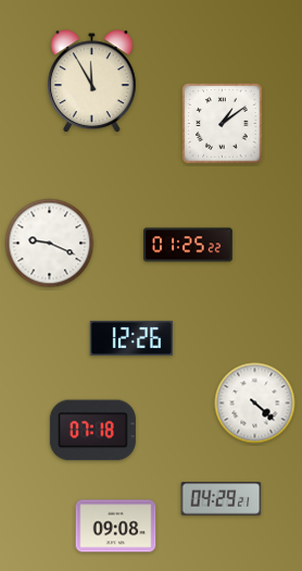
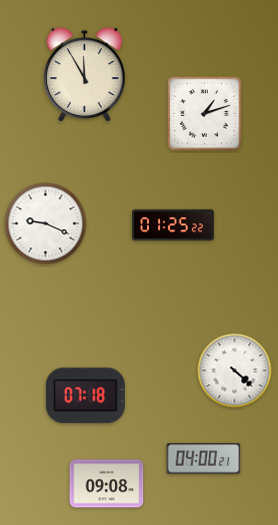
clock at (223, 124): 1:09 -> 1:12
clock at (131, 338): 12:26 -> none
clock at (222, 499): 04:29 -> 04:00
